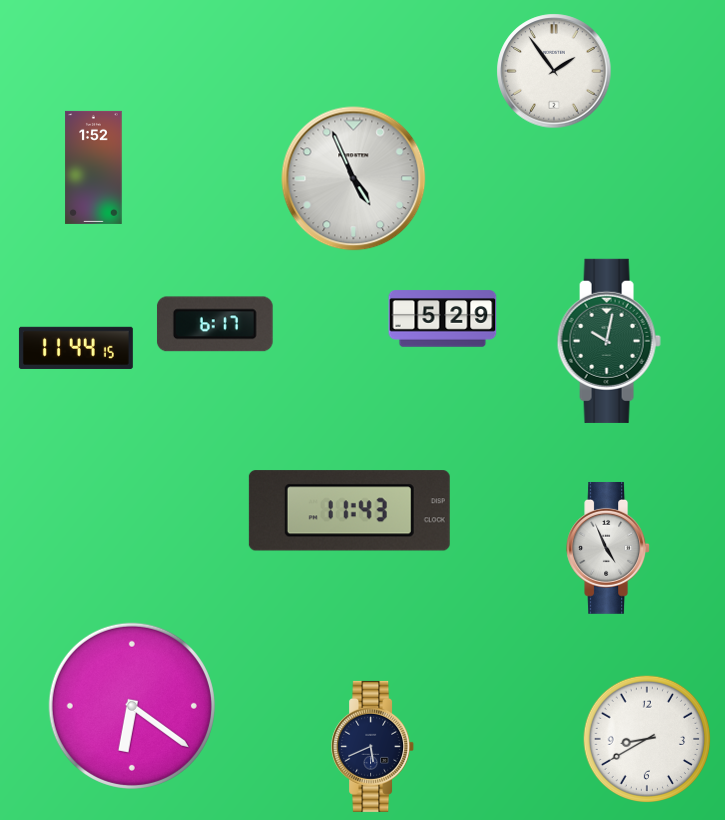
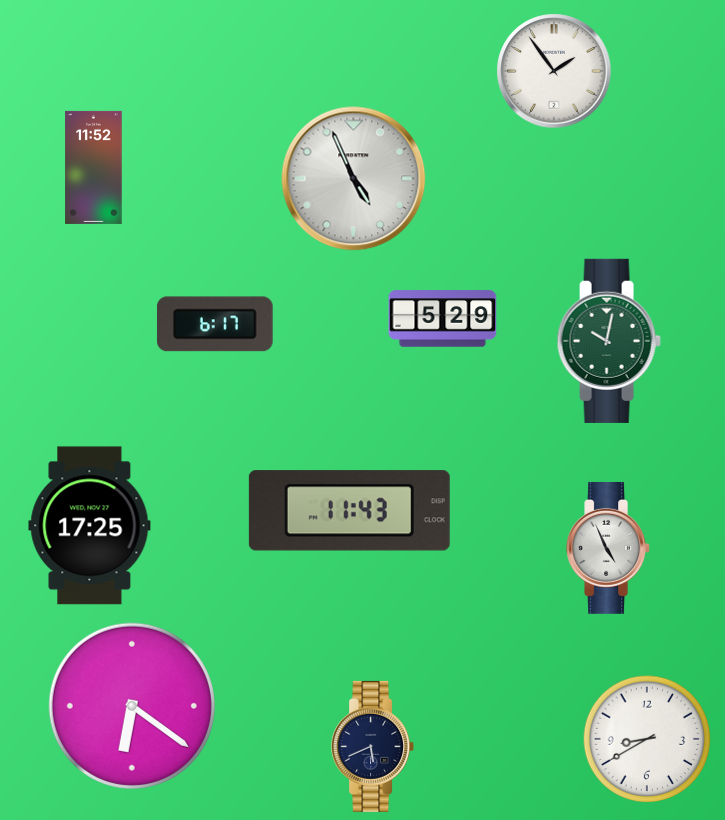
clock at (94, 167): 1:52 -> 11:52
clock at (76, 348): 11:44 -> none
clock at (90, 526): none -> 17:25
